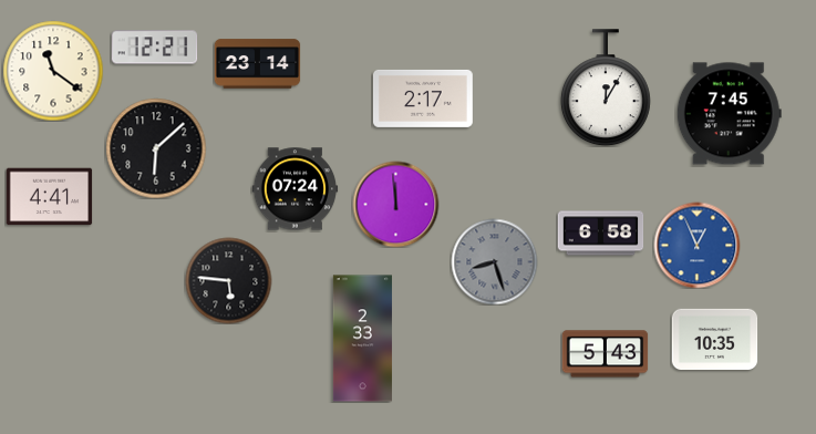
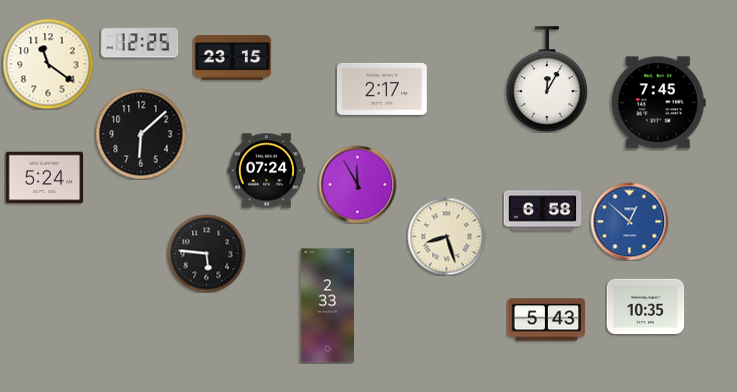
clock at (154, 48): 12:21 -> 12:25
clock at (257, 64): 23:14 -> 23:15
clock at (49, 197): 4:41 -> 5:24
clock at (395, 204): 11:59 -> 11:55
clock at (696, 245): 12:56 -> 12:52
clock at (494, 261) dial: grey -> cream
